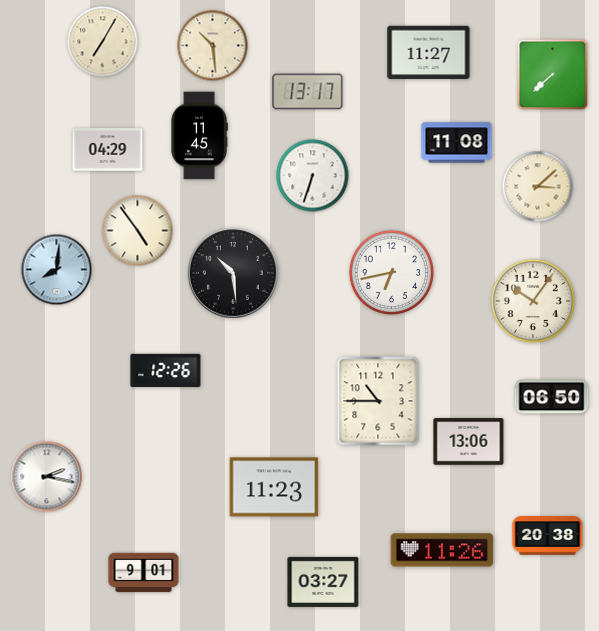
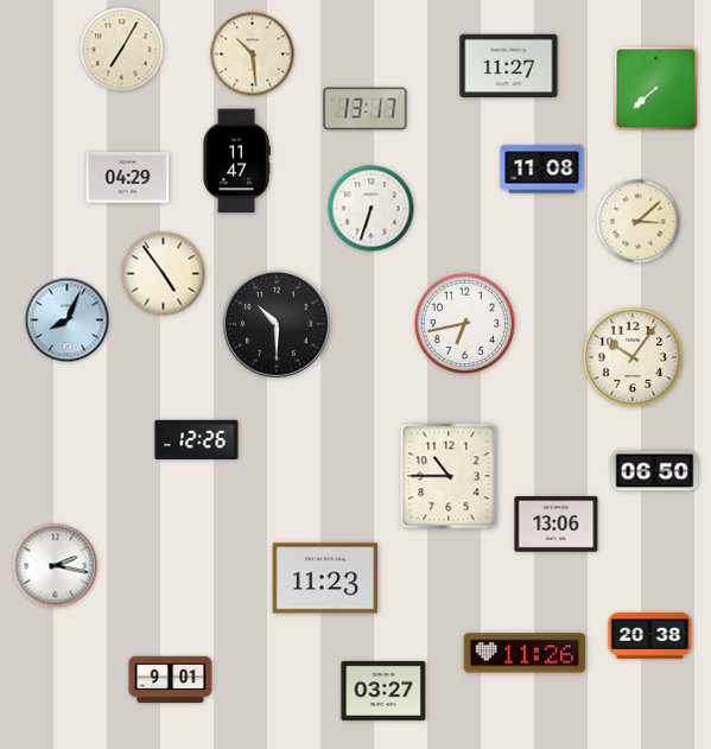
clock at (429, 53) position: (429, 53) -> (509, 66)
clock at (199, 136): 11:45 -> 11:47
clock at (57, 270): 8:01 -> 8:04
clock at (234, 274): 10:29 -> 10:30
